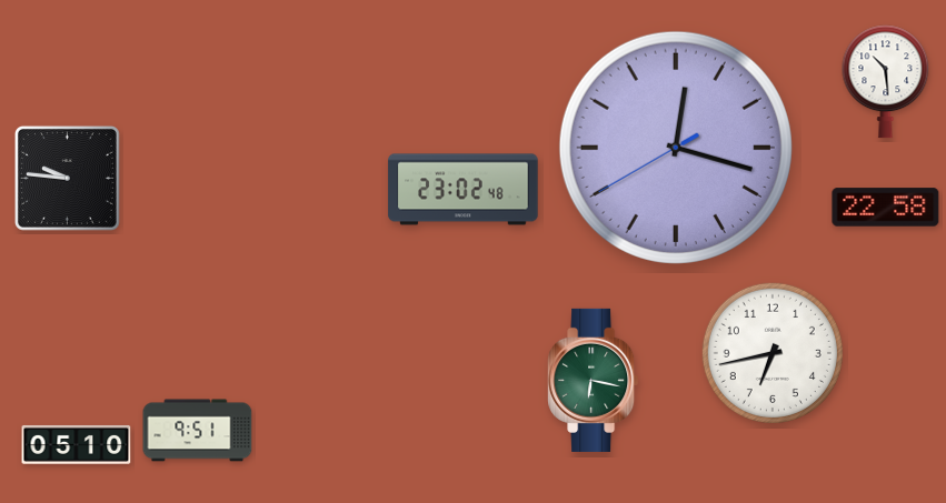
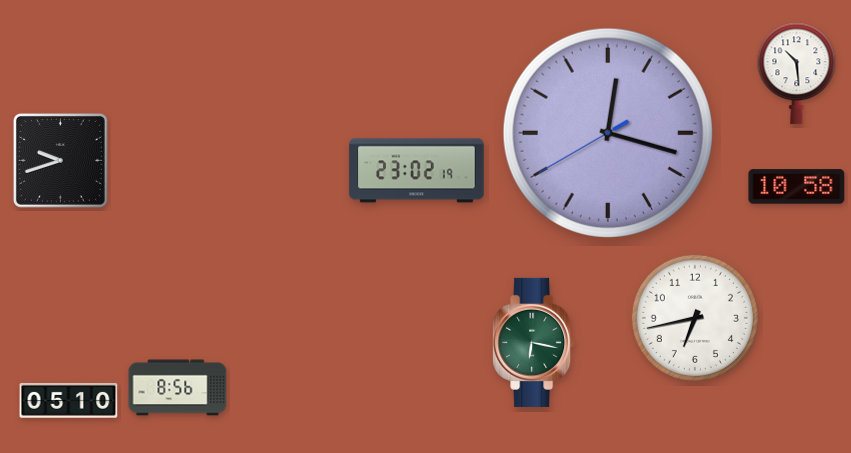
clock at (67, 178): 9:46 -> 9:42
clock at (464, 190): 23:02:48 -> 23:02:19
clock at (886, 208): 22:58 -> 10:58
clock at (198, 431): 9:51 -> 8:56
